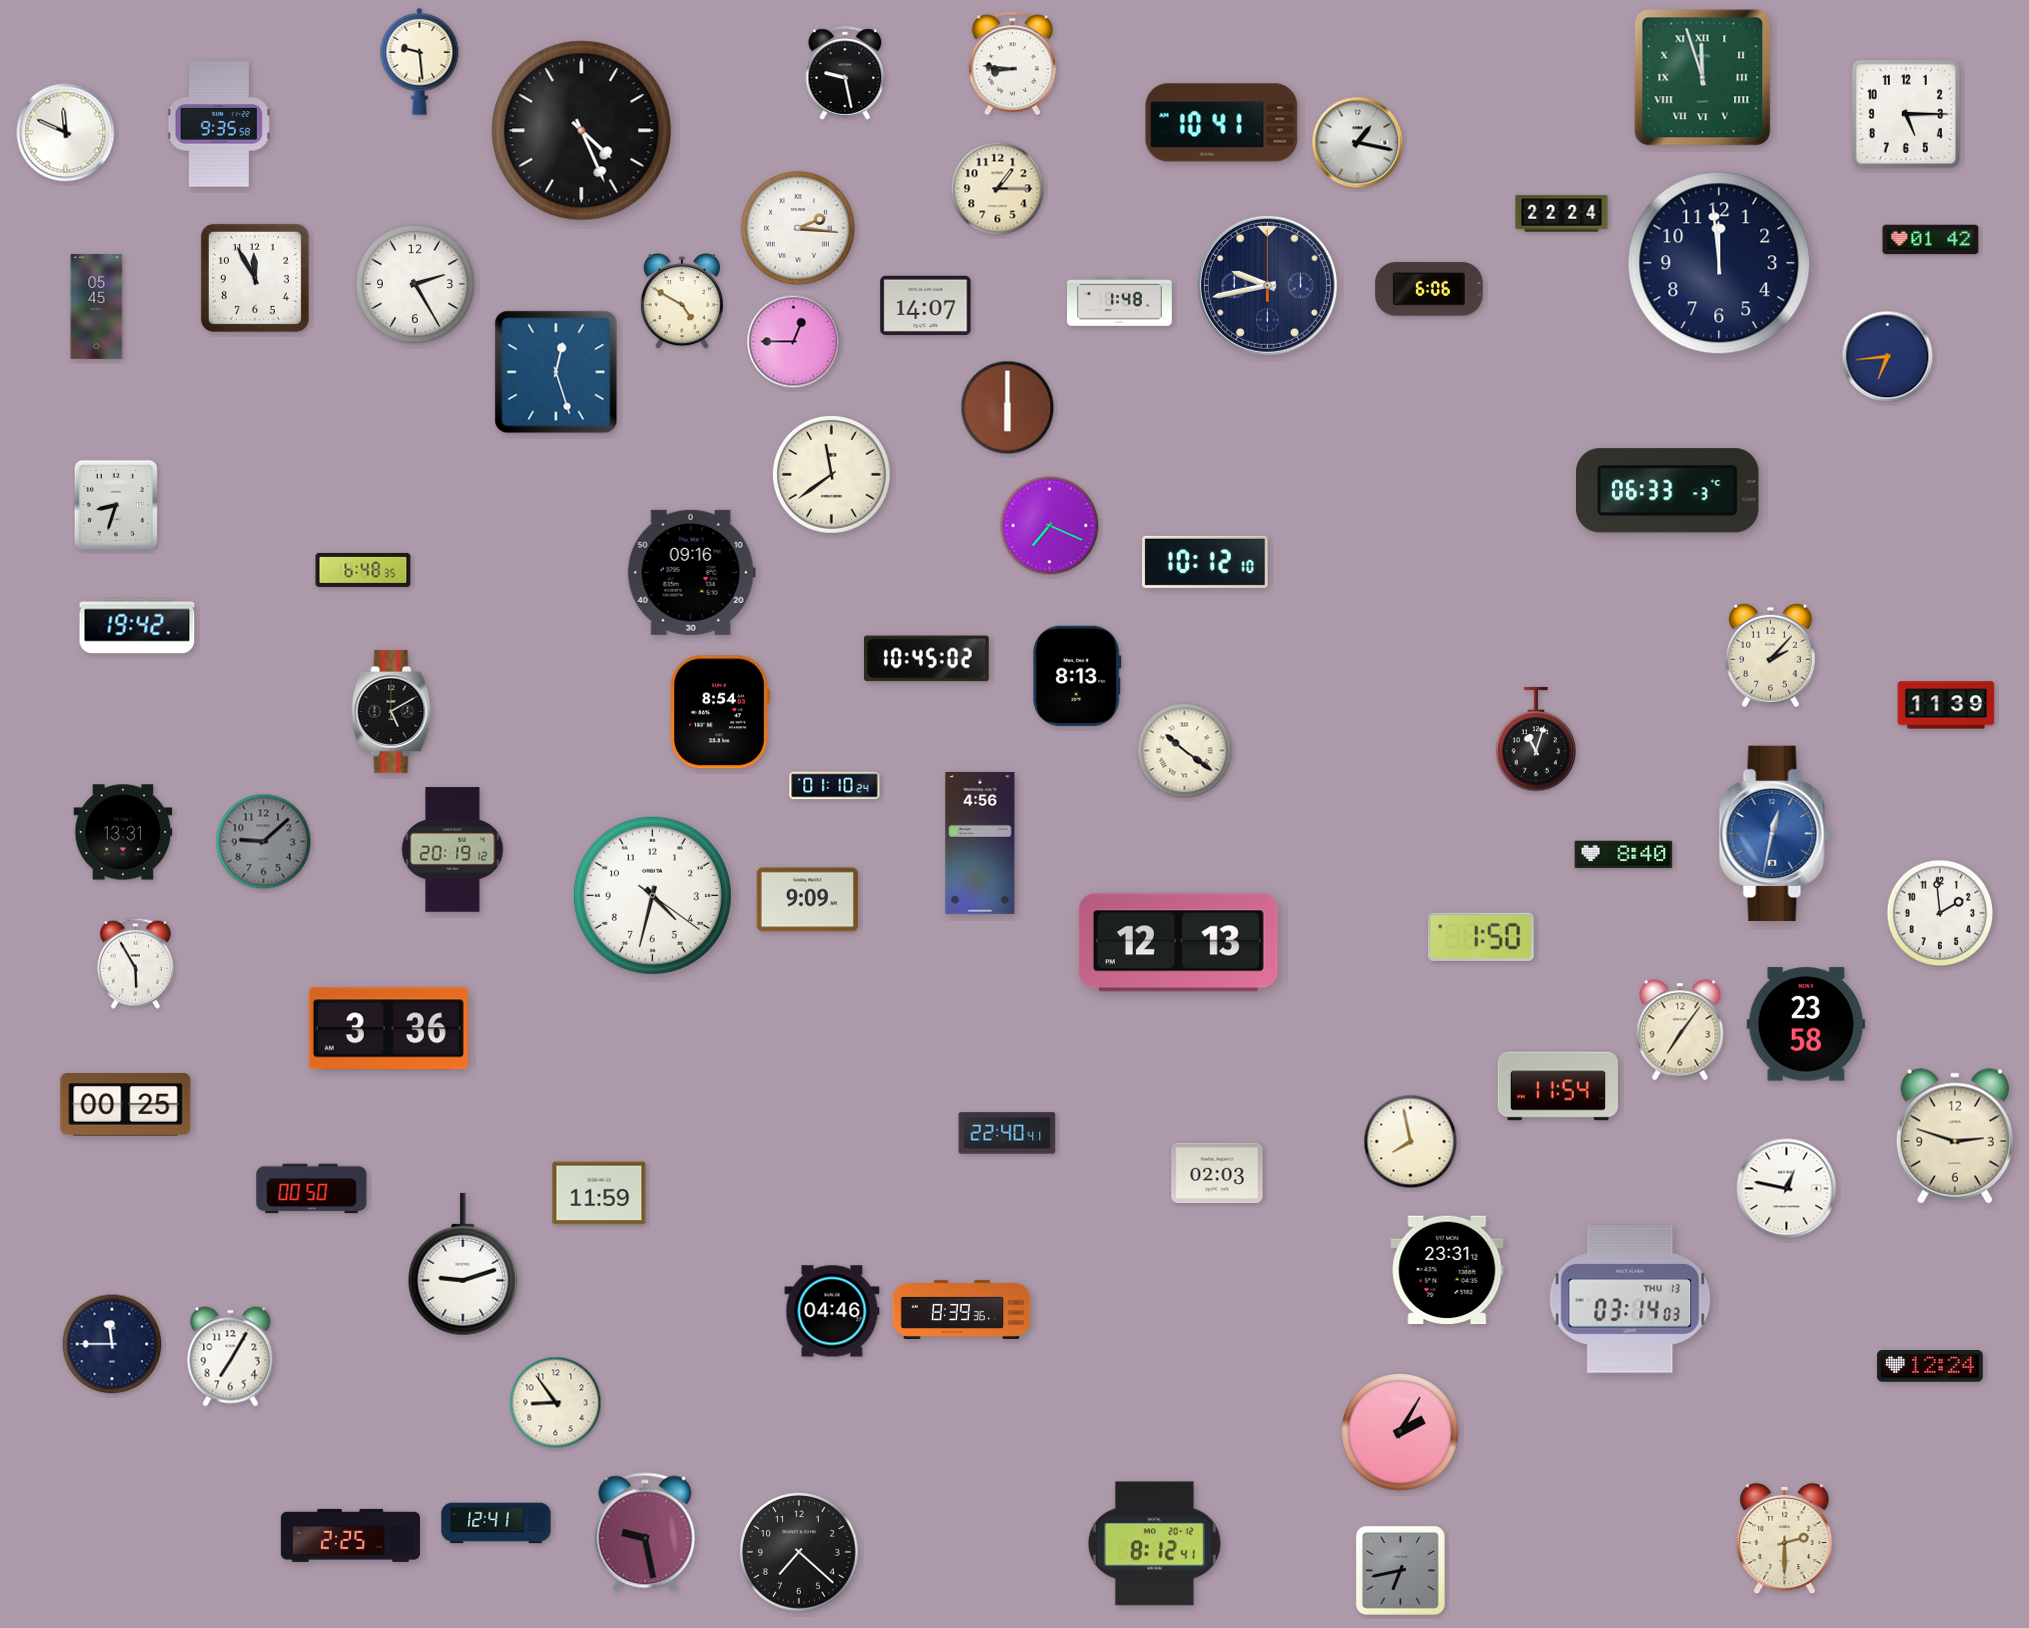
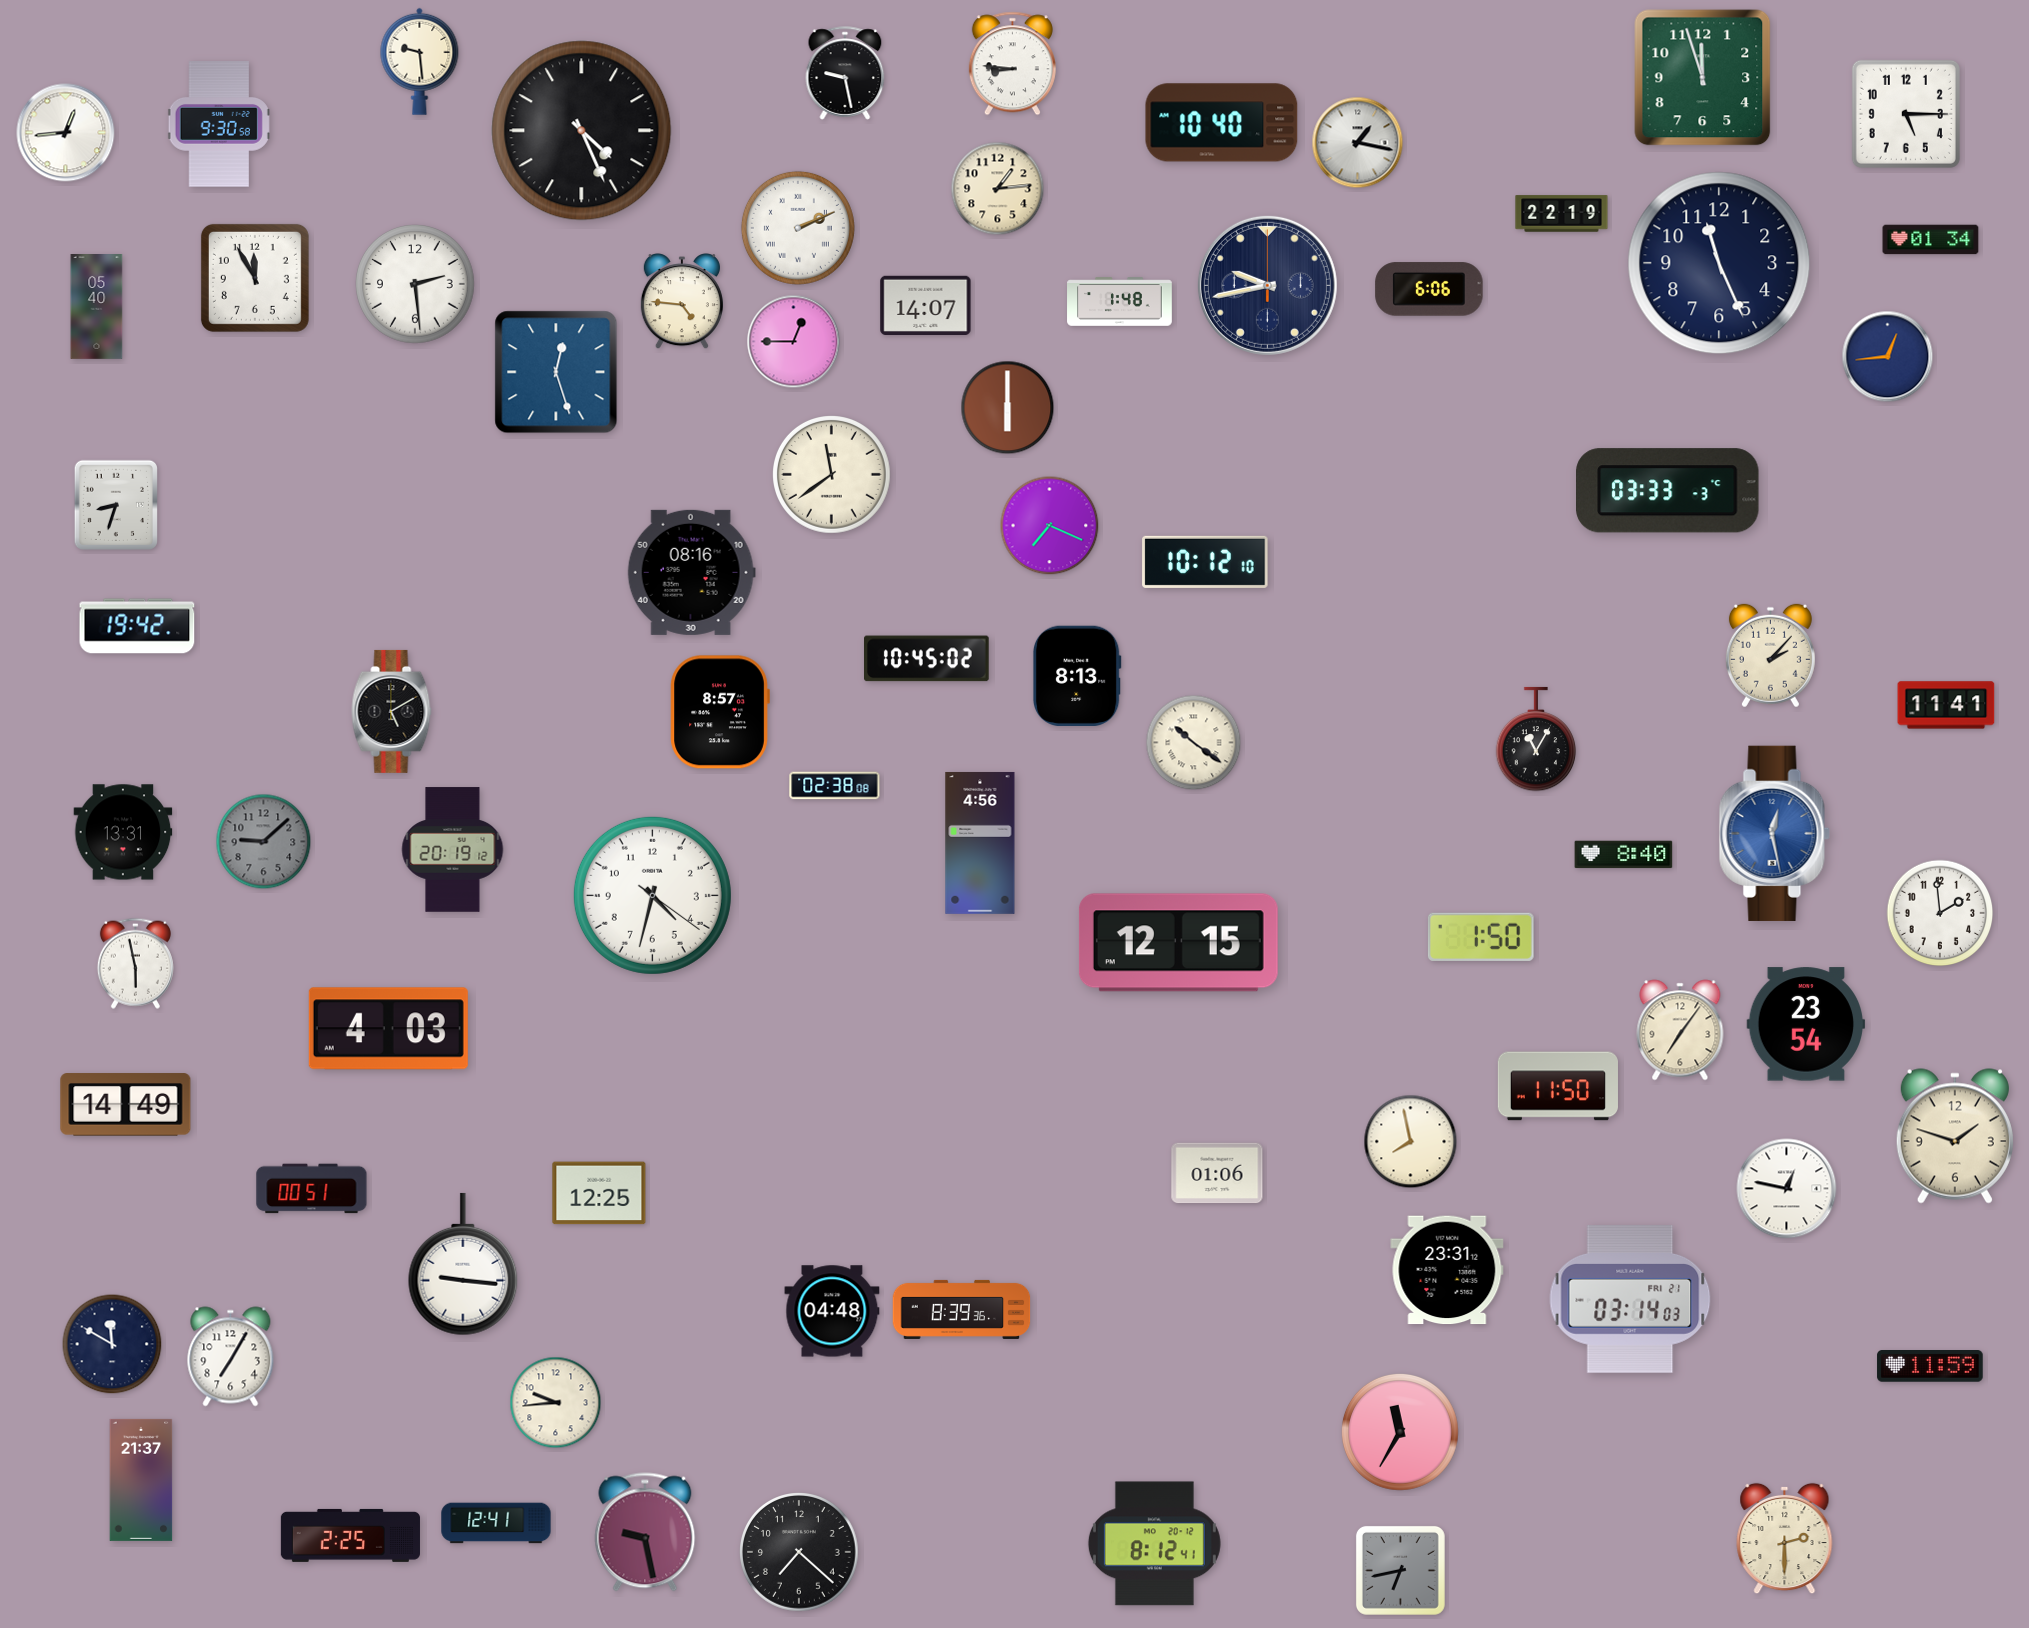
clock at (1703, 78) numerals: Roman -> Arabic
clock at (1222, 123): 10:41 -> 10:40
clock at (219, 124): 9:35 -> 9:30
clock at (66, 133): 11:49 -> 12:44
clock at (998, 189): 1:15 -> 1:14
clock at (1562, 214): 22:24 -> 22:19
clock at (798, 228): 2:16 -> 2:11
clock at (1931, 240): 01:42 -> 01:34
clock at (1719, 263): 11:59 -> 11:26
clock at (416, 285): 2:25 -> 2:29
clock at (682, 302): 4:50 -> 4:46
clock at (97, 307): 05:45 -> 05:40
clock at (1888, 357): 6:44 -> 12:44
clock at (1668, 491): 06:33 -> 03:33
clock at (363, 570): 6:48 -> none
clock at (691, 572): 09:16 -> 08:16
clock at (1946, 705): 11:39 -> 11:41
clock at (720, 712): 8:54 -> 8:57
clock at (1536, 739): 11:03 -> 11:05
clock at (1185, 751) position: (1185, 751) -> (1194, 743)
clock at (835, 786): 01:10 -> 02:38
clock at (1774, 833): 12:32 -> 12:28
clock at (807, 900): 9:09 -> none
clock at (1178, 943): 12:13 -> 12:15
clock at (135, 963): 5:55 -> 5:58
clock at (1806, 1024): 23:58 -> 23:54
clock at (388, 1029): 3:36 -> 4:03
clock at (1558, 1086): 11:54 -> 11:50
clock at (126, 1105): 00:25 -> 14:49
clock at (1007, 1133): 22:40 -> none
clock at (1955, 1136): 2:48 -> 1:48
clock at (1217, 1173): 02:03 -> 01:06
clock at (312, 1189): 00:50 -> 00:51
clock at (599, 1193): 11:59 -> 12:25
clock at (463, 1264): 9:12 -> 9:16
clock at (1630, 1300) date: THU 13 -> FRI 21
clock at (832, 1311): 04:46 -> 04:48
clock at (112, 1344): 11:45 -> 11:50
clock at (1930, 1366): 12:24 -> 11:59
clock at (556, 1403): 8:54 -> 9:44
clock at (1400, 1432): 2:05 -> 11:35
clock at (141, 1480): none -> 21:37
